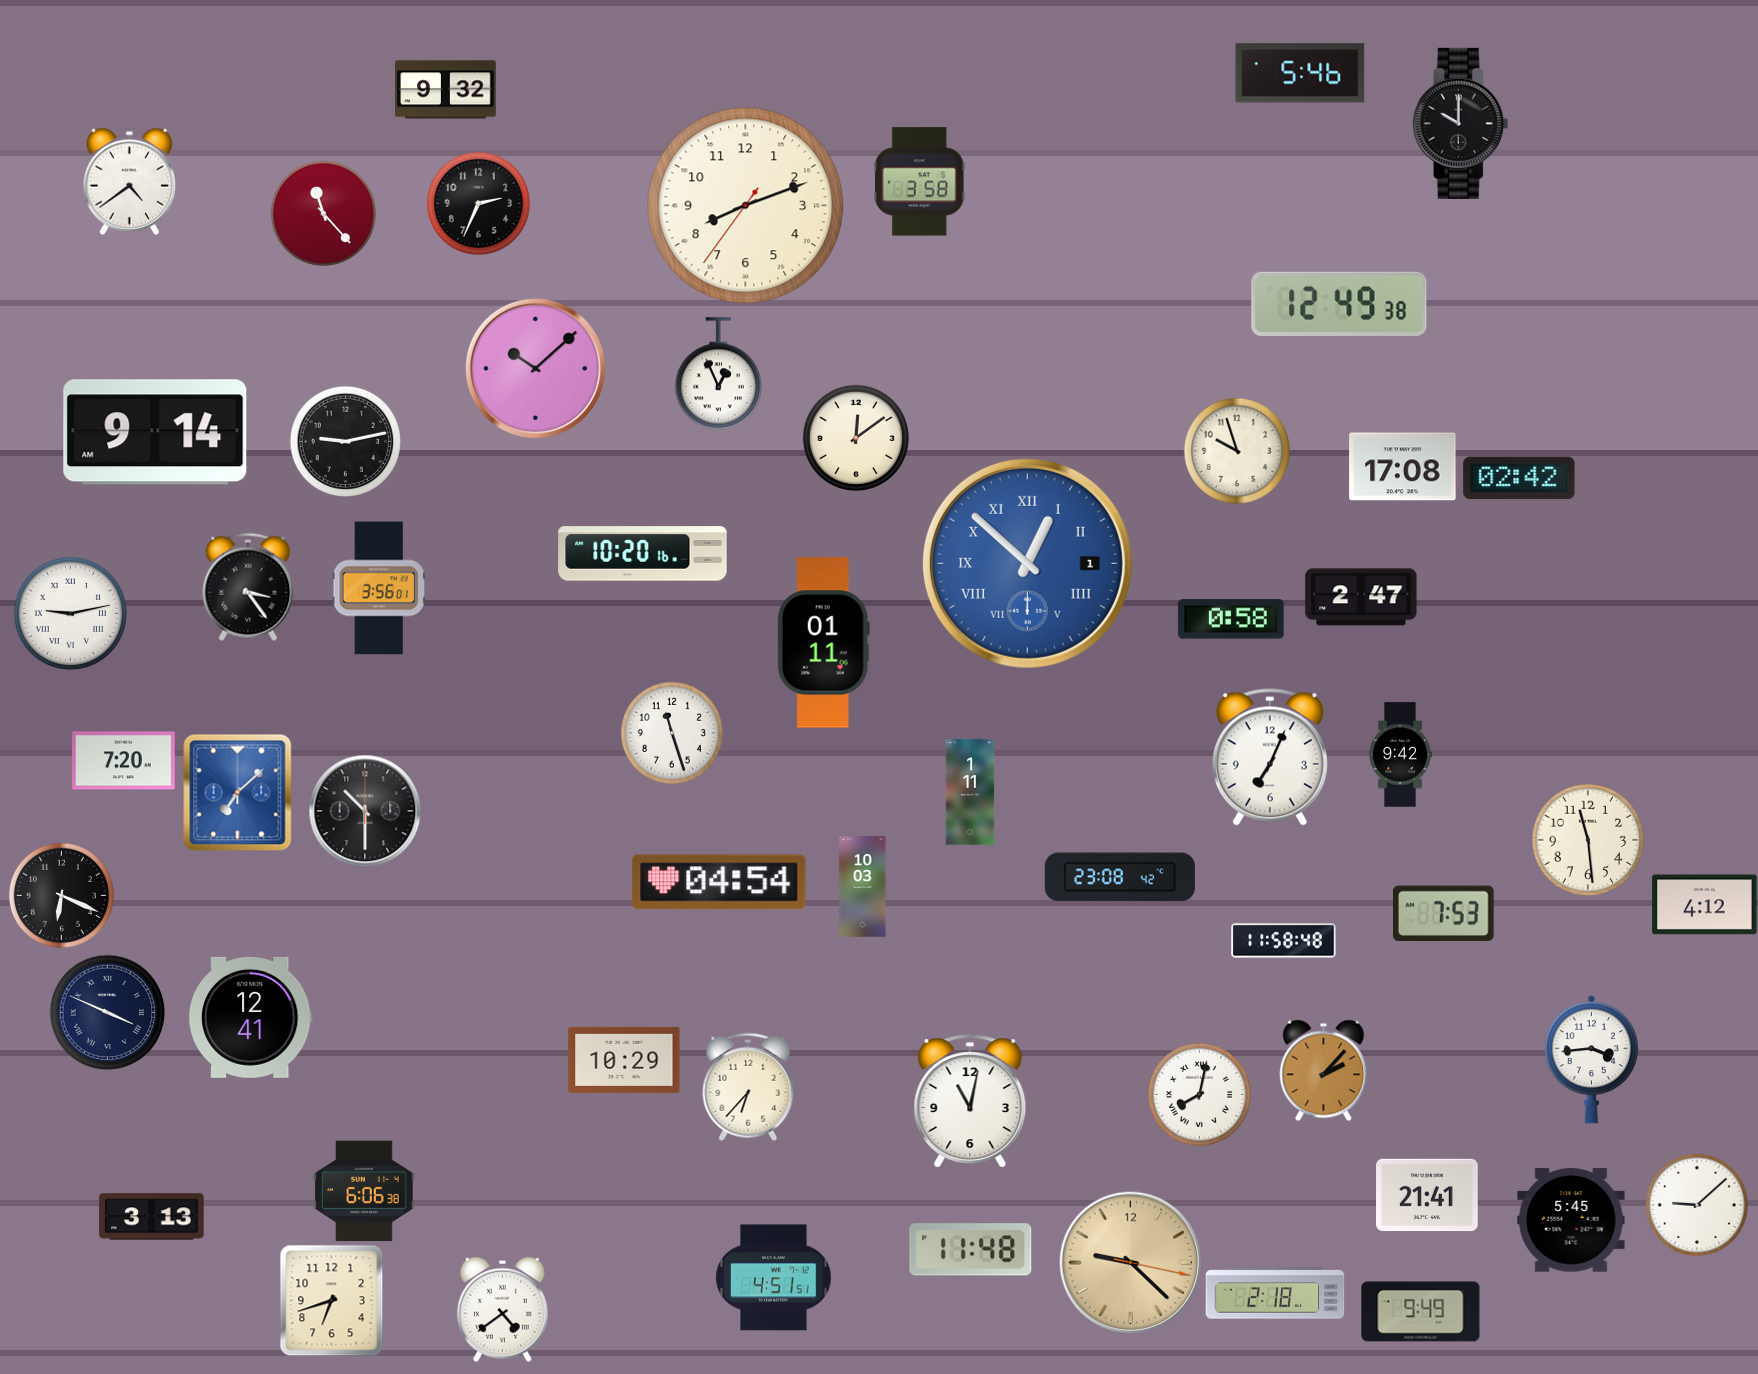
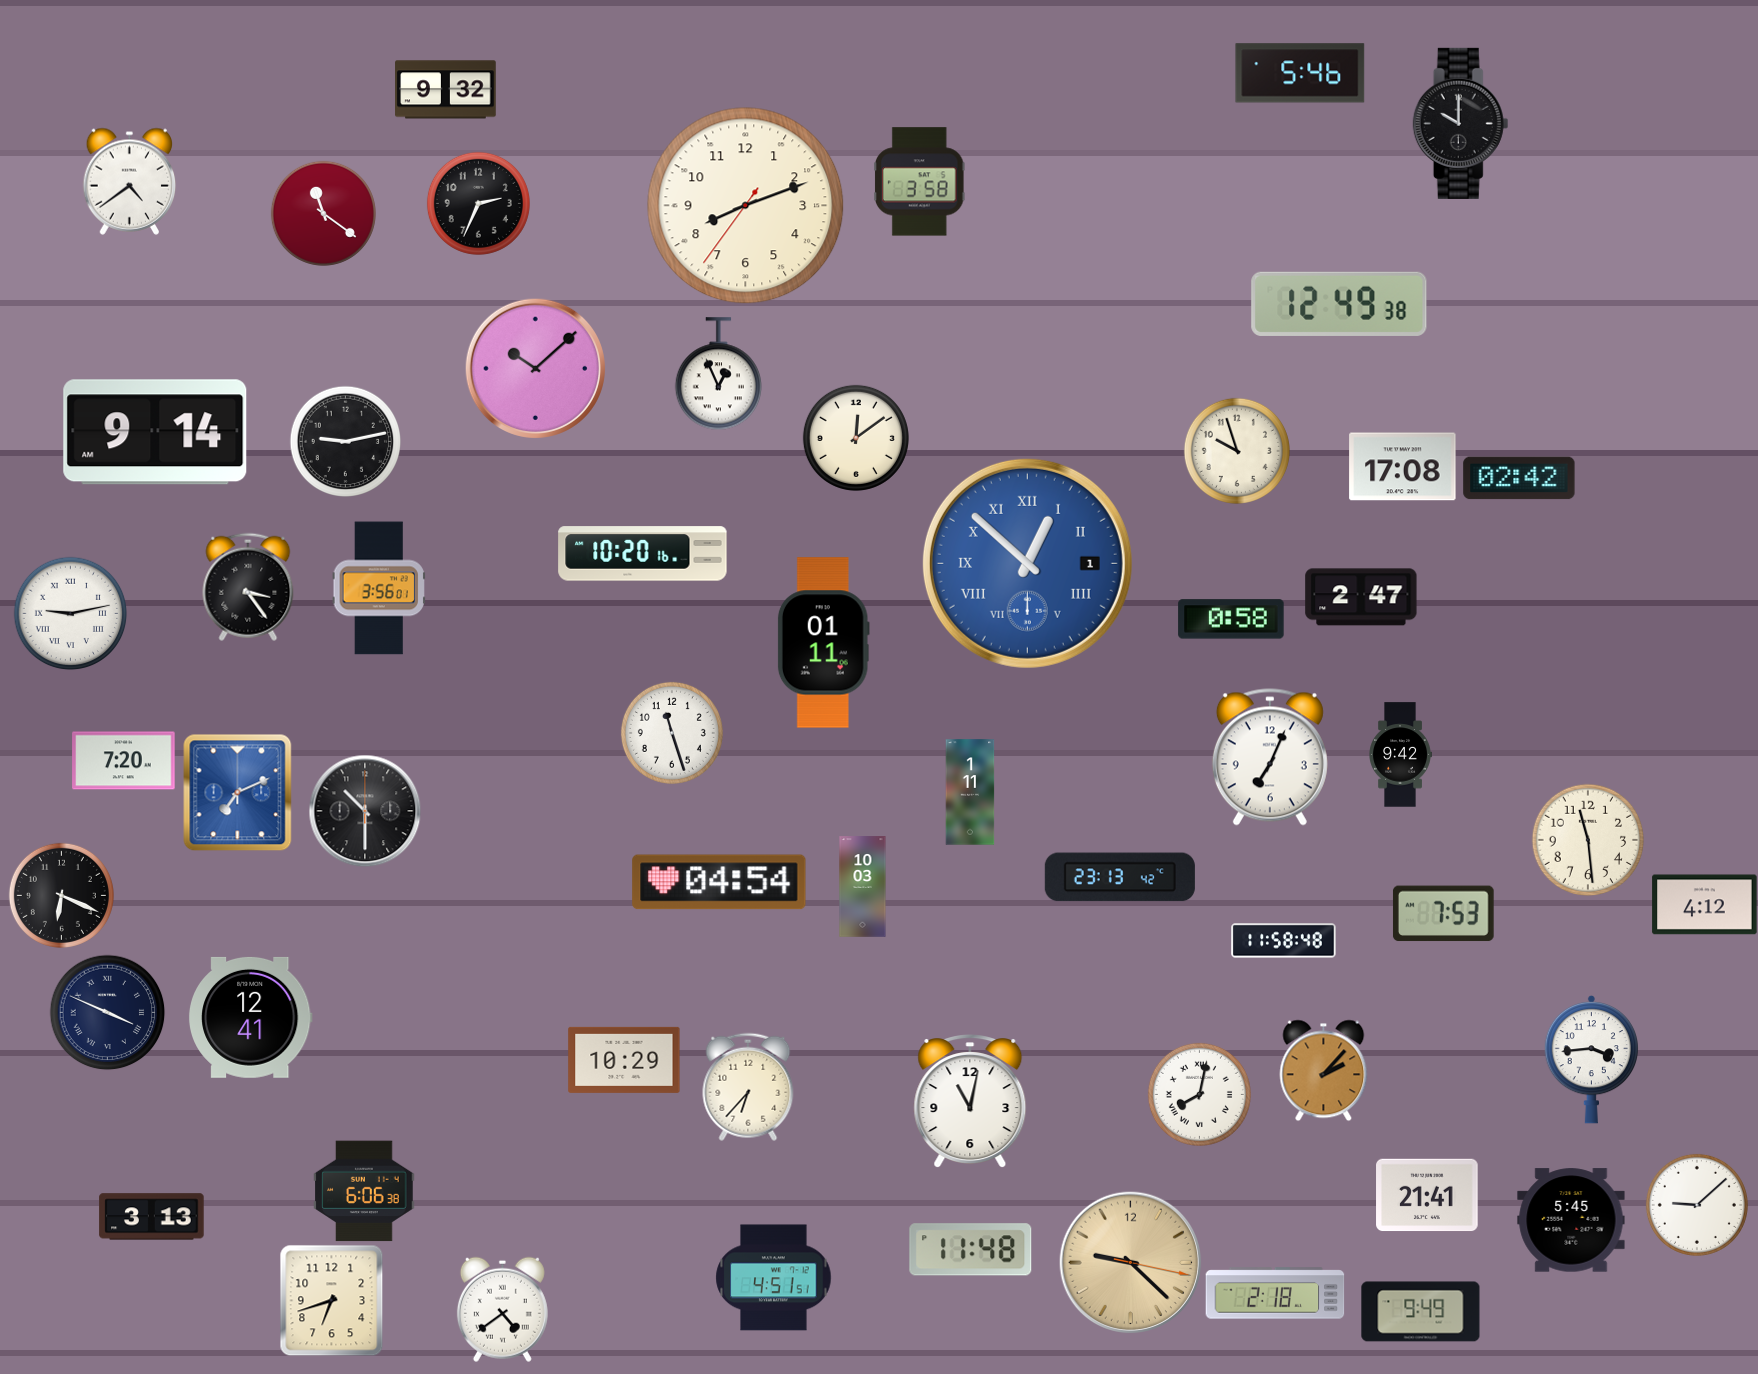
clock at (323, 213): 11:23 -> 11:21
clock at (238, 792): 7:08 -> 7:11
clock at (1120, 877): 23:08 -> 23:13
